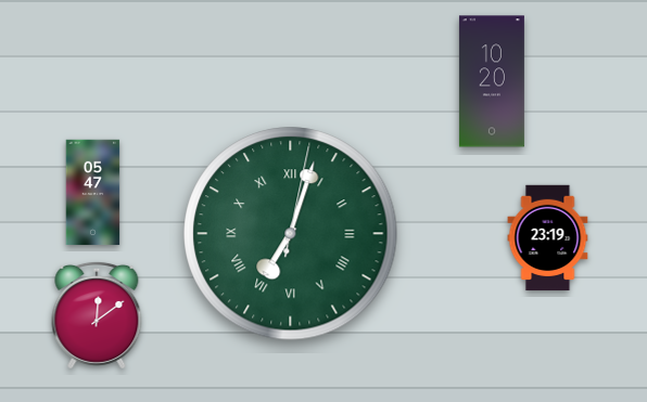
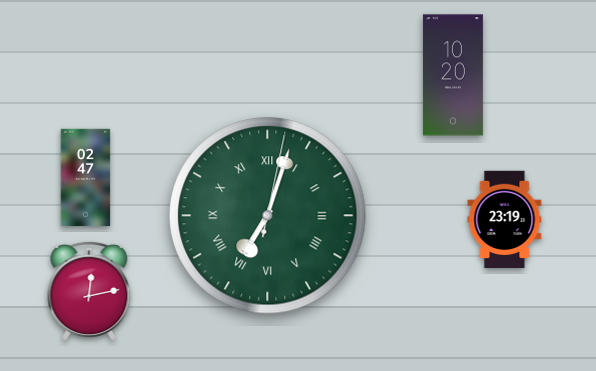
clock at (93, 193): 05:47 -> 02:47
clock at (97, 315): 12:09 -> 12:13
